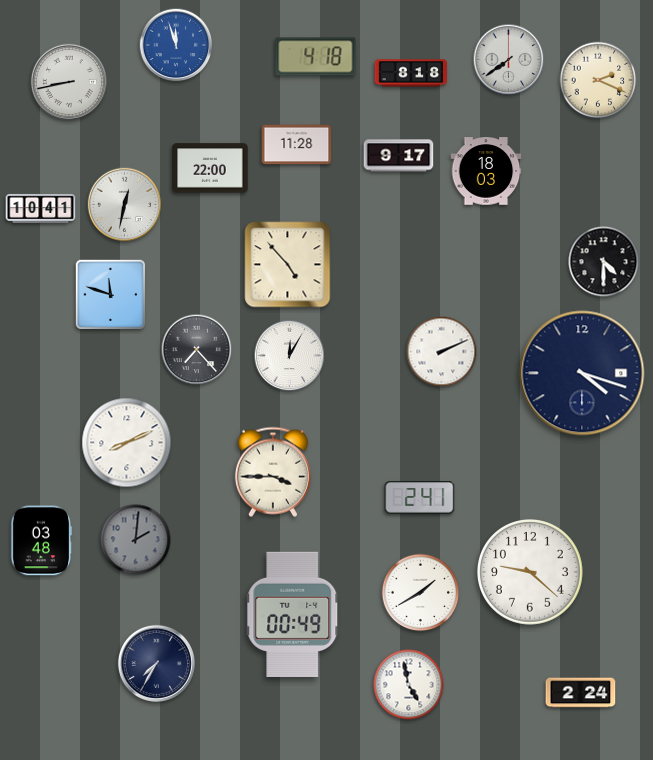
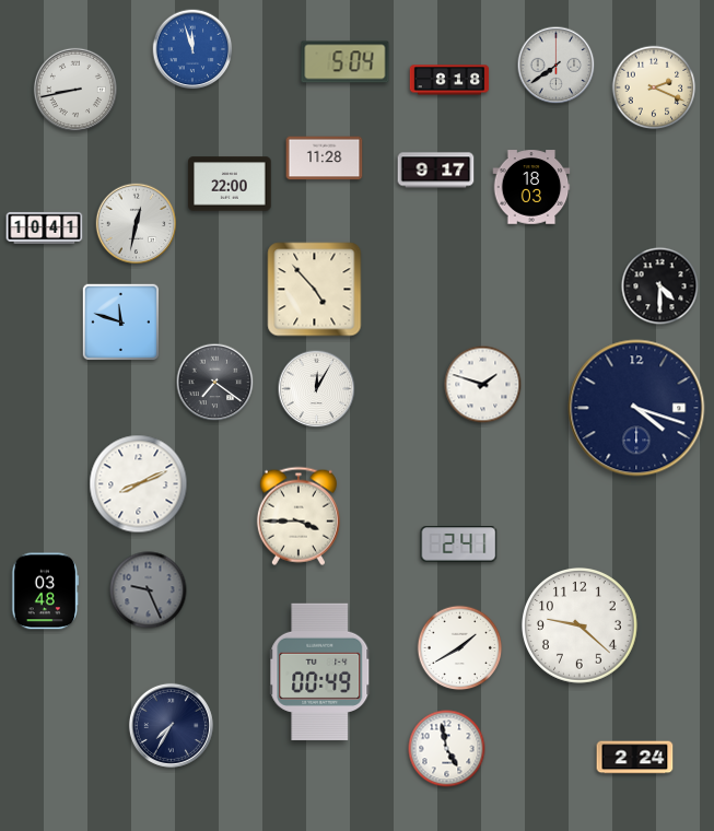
clock at (316, 57): 4:18 -> 5:04
clock at (197, 350): 7:23 -> 7:21
clock at (442, 352): 2:11 -> 1:48
clock at (136, 540): 2:01 -> 9:26
